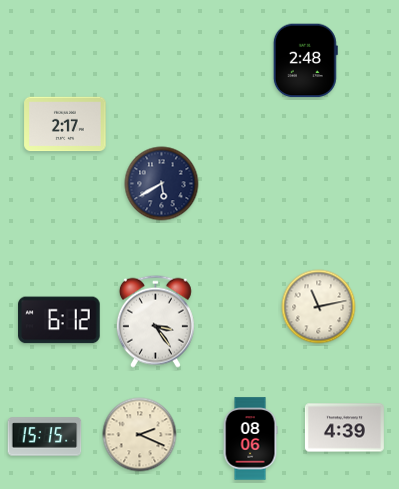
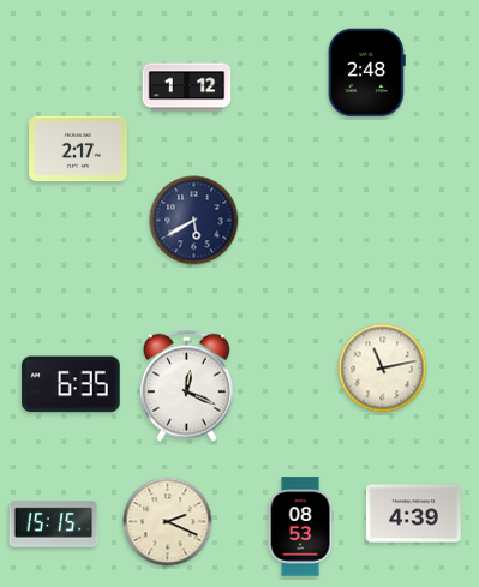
clock at (187, 88): none -> 1:12
clock at (59, 320): 6:12 -> 6:35
clock at (155, 321): 3:24 -> 12:19
clock at (250, 439): 08:06 -> 08:53
